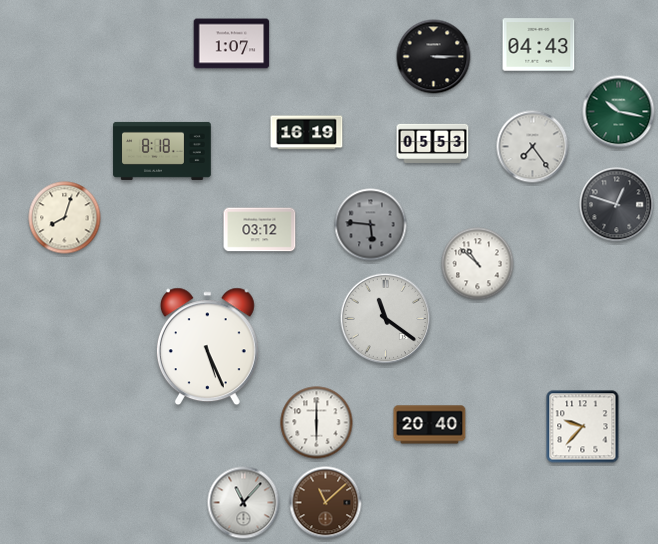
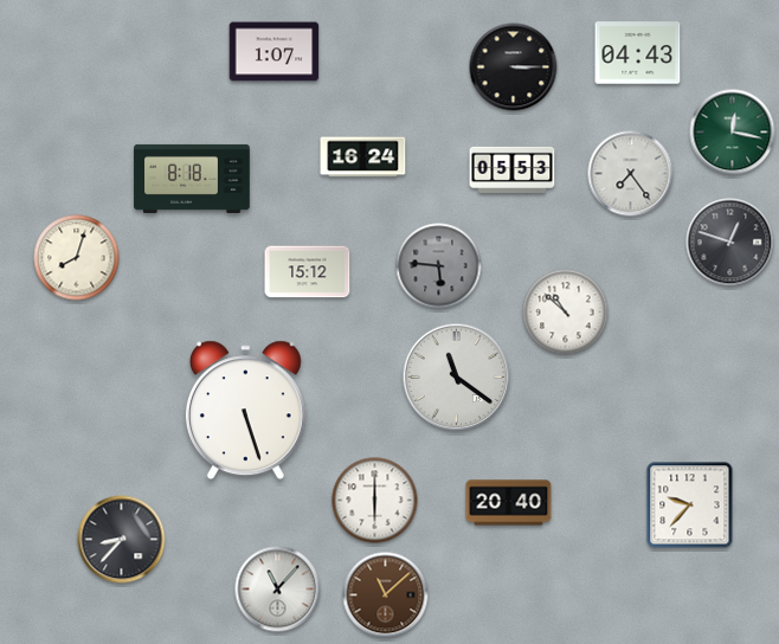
clock at (619, 112): 10:17 -> 12:17
clock at (307, 133): 16:19 -> 16:24
clock at (260, 230): 03:12 -> 15:12
clock at (207, 347): 5:26 -> 5:27
clock at (122, 540): none -> 8:37
clock at (244, 503) position: (244, 503) -> (278, 590)
